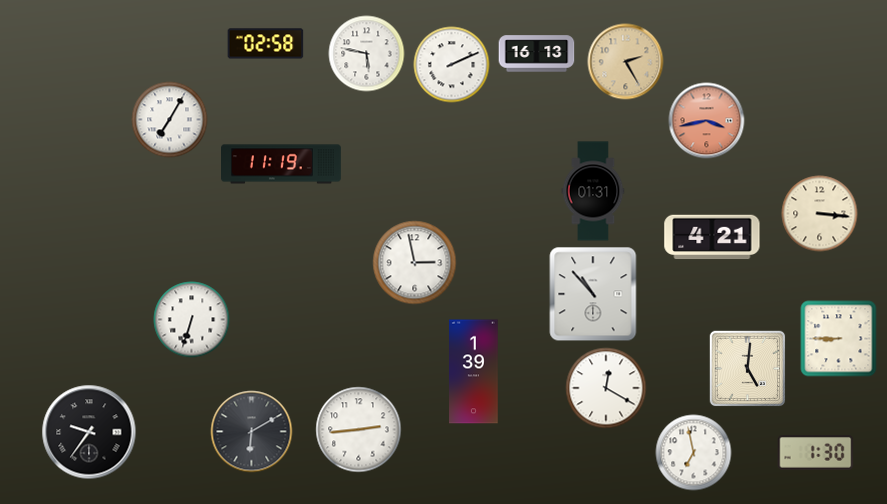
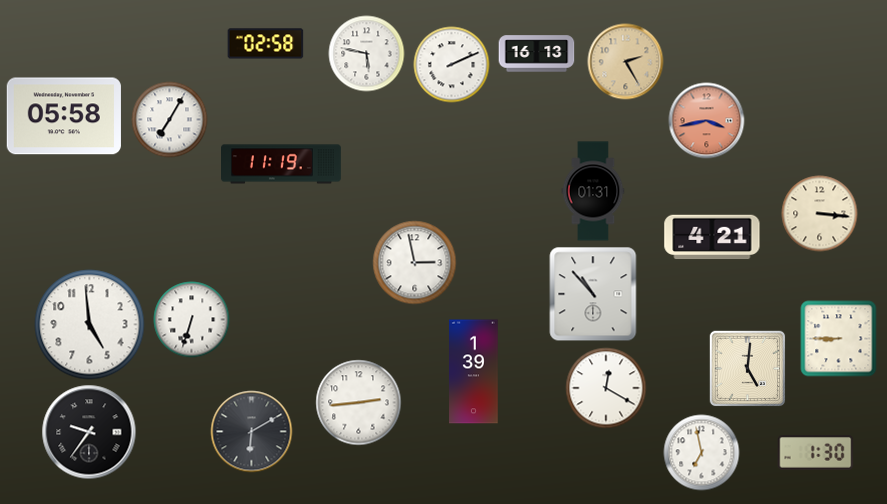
clock at (64, 116): none -> 05:58
clock at (90, 325): none -> 4:59
clock at (359, 430) position: (359, 430) -> (359, 403)
clock at (694, 453) position: (694, 453) -> (702, 453)
